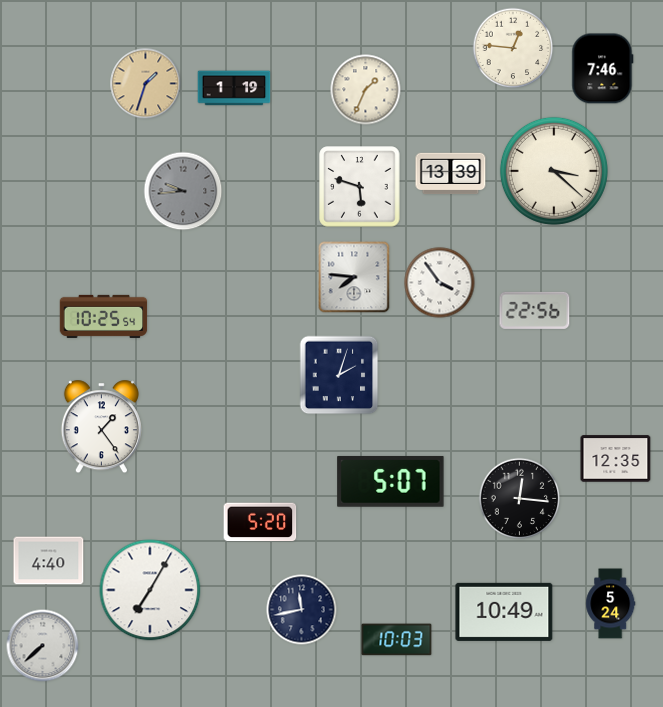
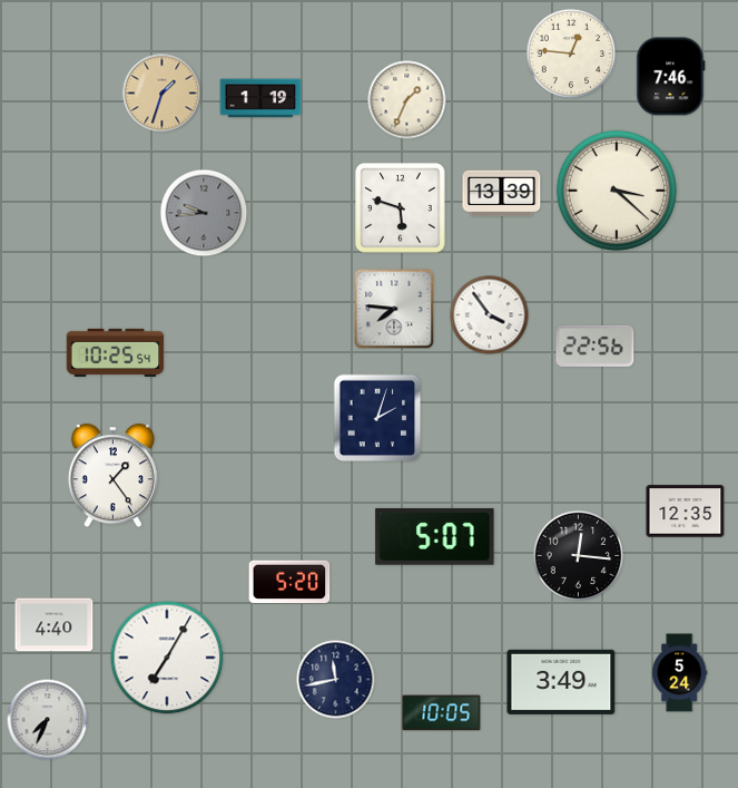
clock at (504, 612): 10:49 -> 3:49
clock at (397, 640): 10:03 -> 10:05
clock at (43, 646): 7:38 -> 7:34
